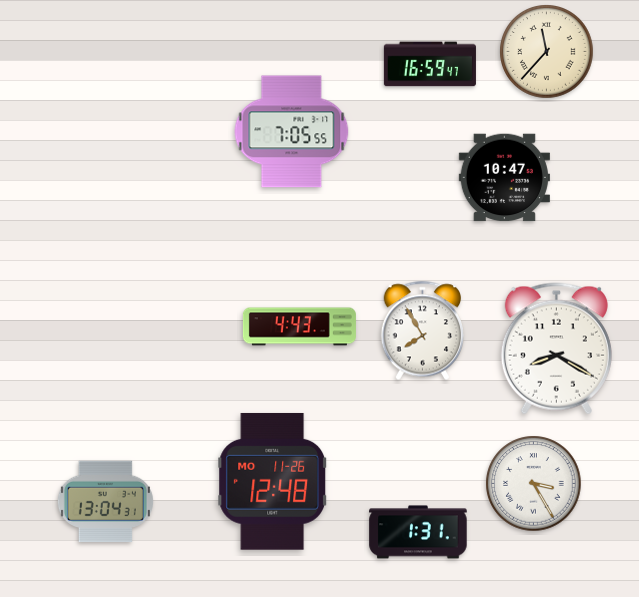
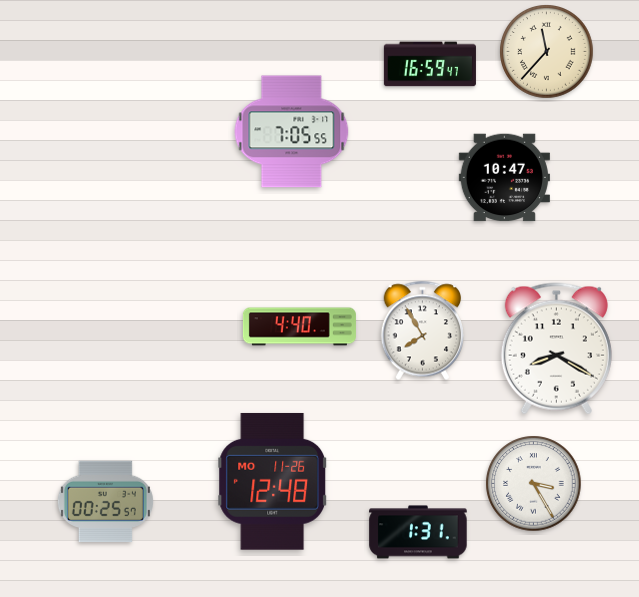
clock at (299, 327): 4:43 -> 4:40
clock at (105, 502): 13:04 -> 00:25
